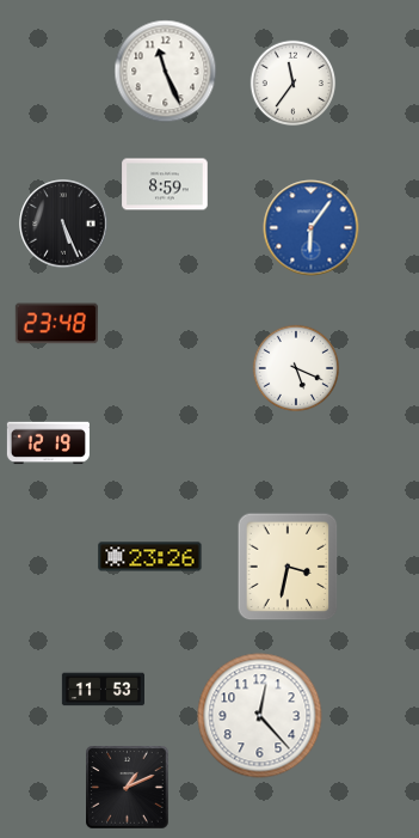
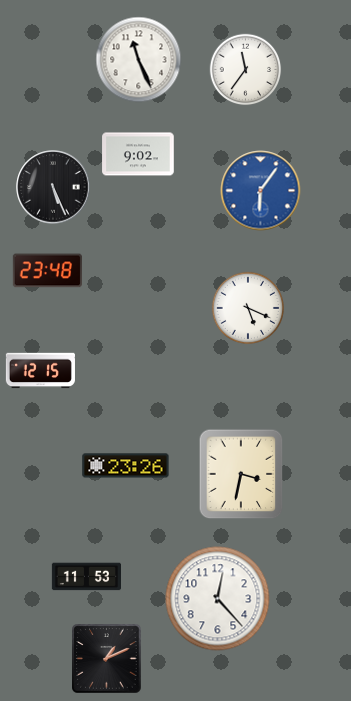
clock at (165, 184): 8:59 -> 9:02
clock at (48, 444): 12:19 -> 12:15
